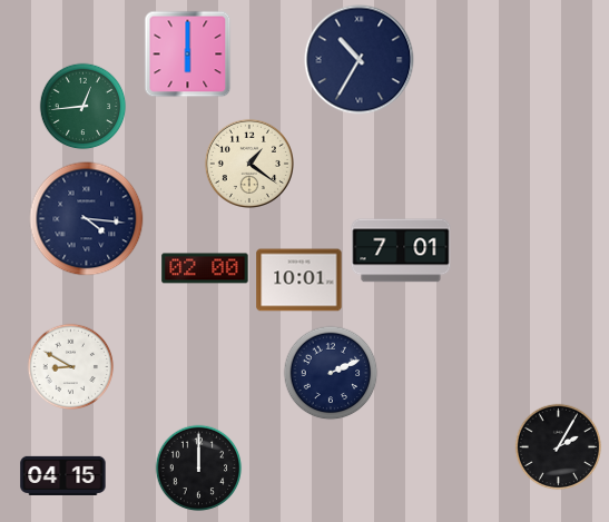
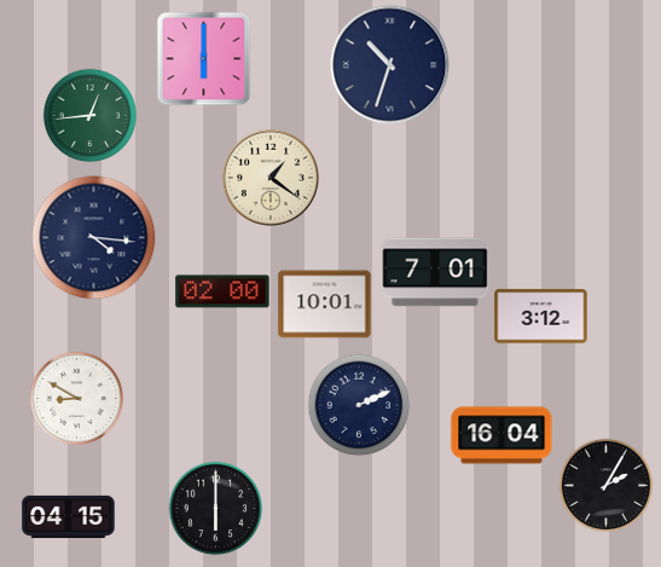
clock at (360, 60): 10:35 -> 10:33
clock at (541, 317): none -> 3:12
clock at (501, 435): none -> 16:04
clock at (198, 467): 12:00 -> 6:00
